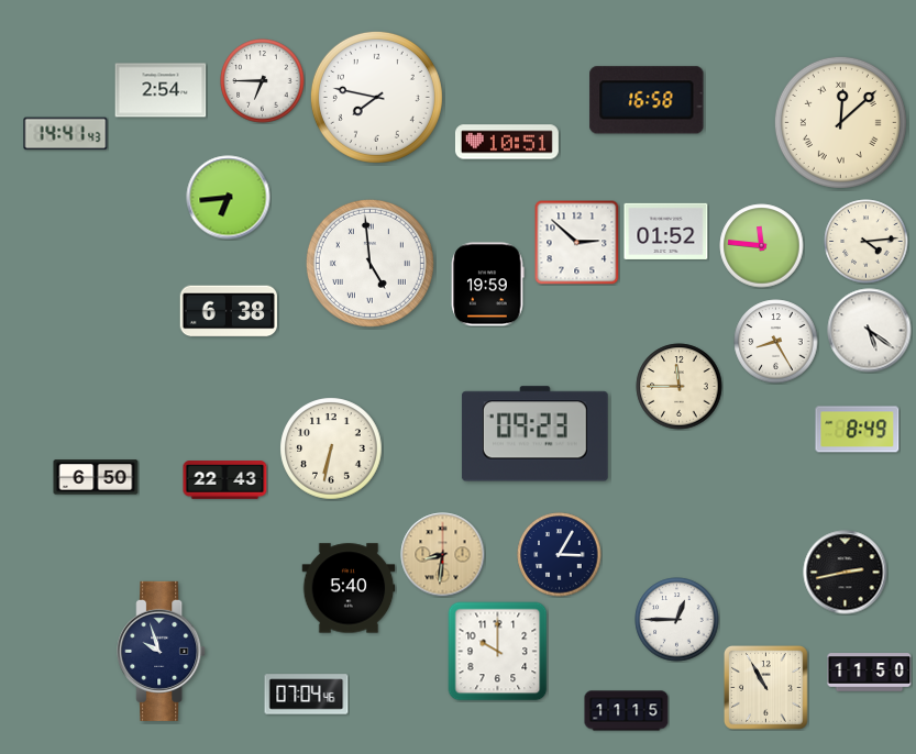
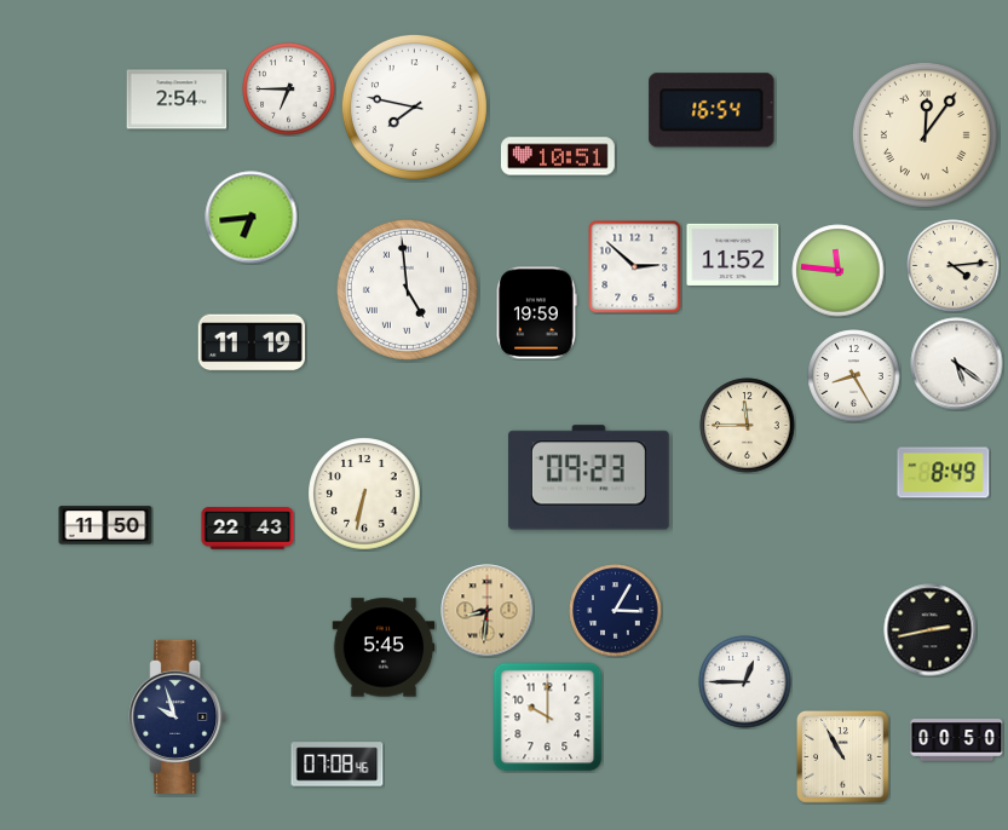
clock at (647, 100): 16:58 -> 16:54
clock at (840, 122): 12:08 -> 12:06
clock at (66, 134): 14:41 -> none
clock at (666, 231): 01:52 -> 11:52
clock at (229, 311): 6:38 -> 11:19
clock at (96, 477): 6:50 -> 11:50
clock at (349, 588): 5:40 -> 5:45
clock at (870, 673): 11:50 -> 00:50
clock at (307, 695): 07:04 -> 07:08
clock at (627, 711): 11:15 -> none
